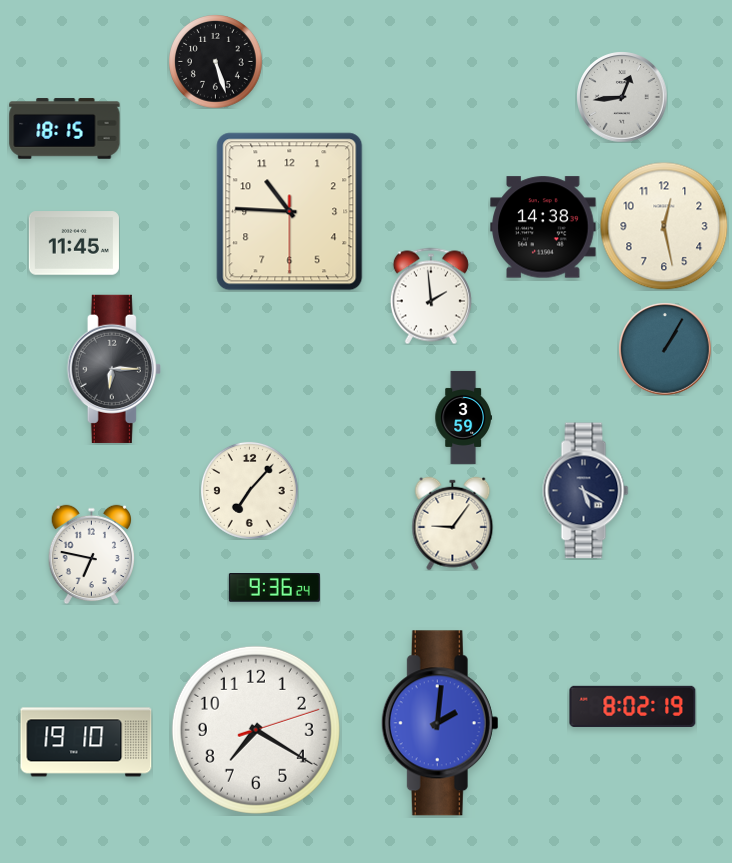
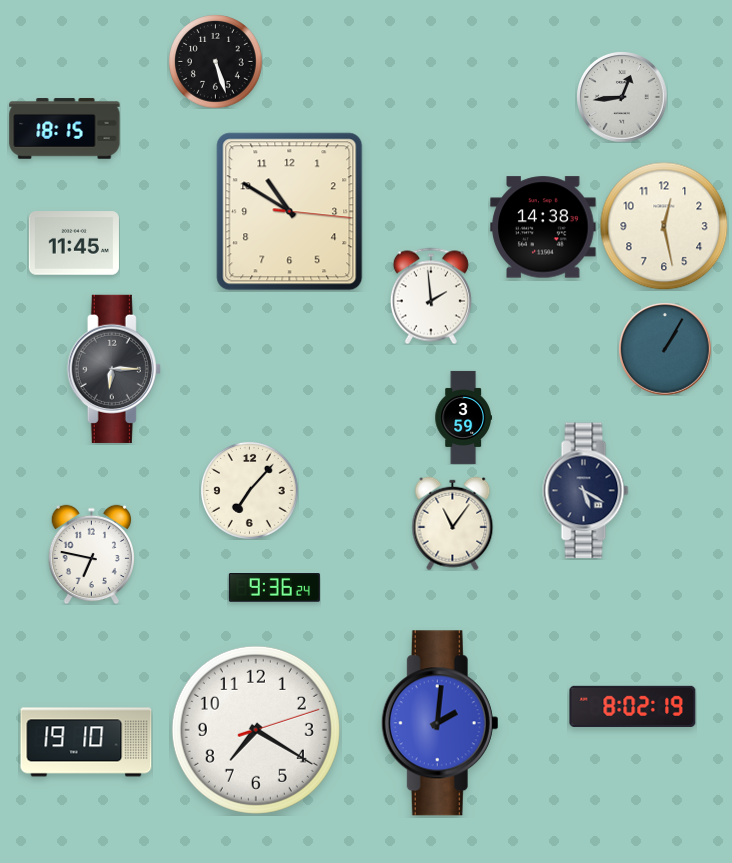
clock at (290, 212): 10:45 -> 10:50
clock at (453, 523): 9:06 -> 11:06
